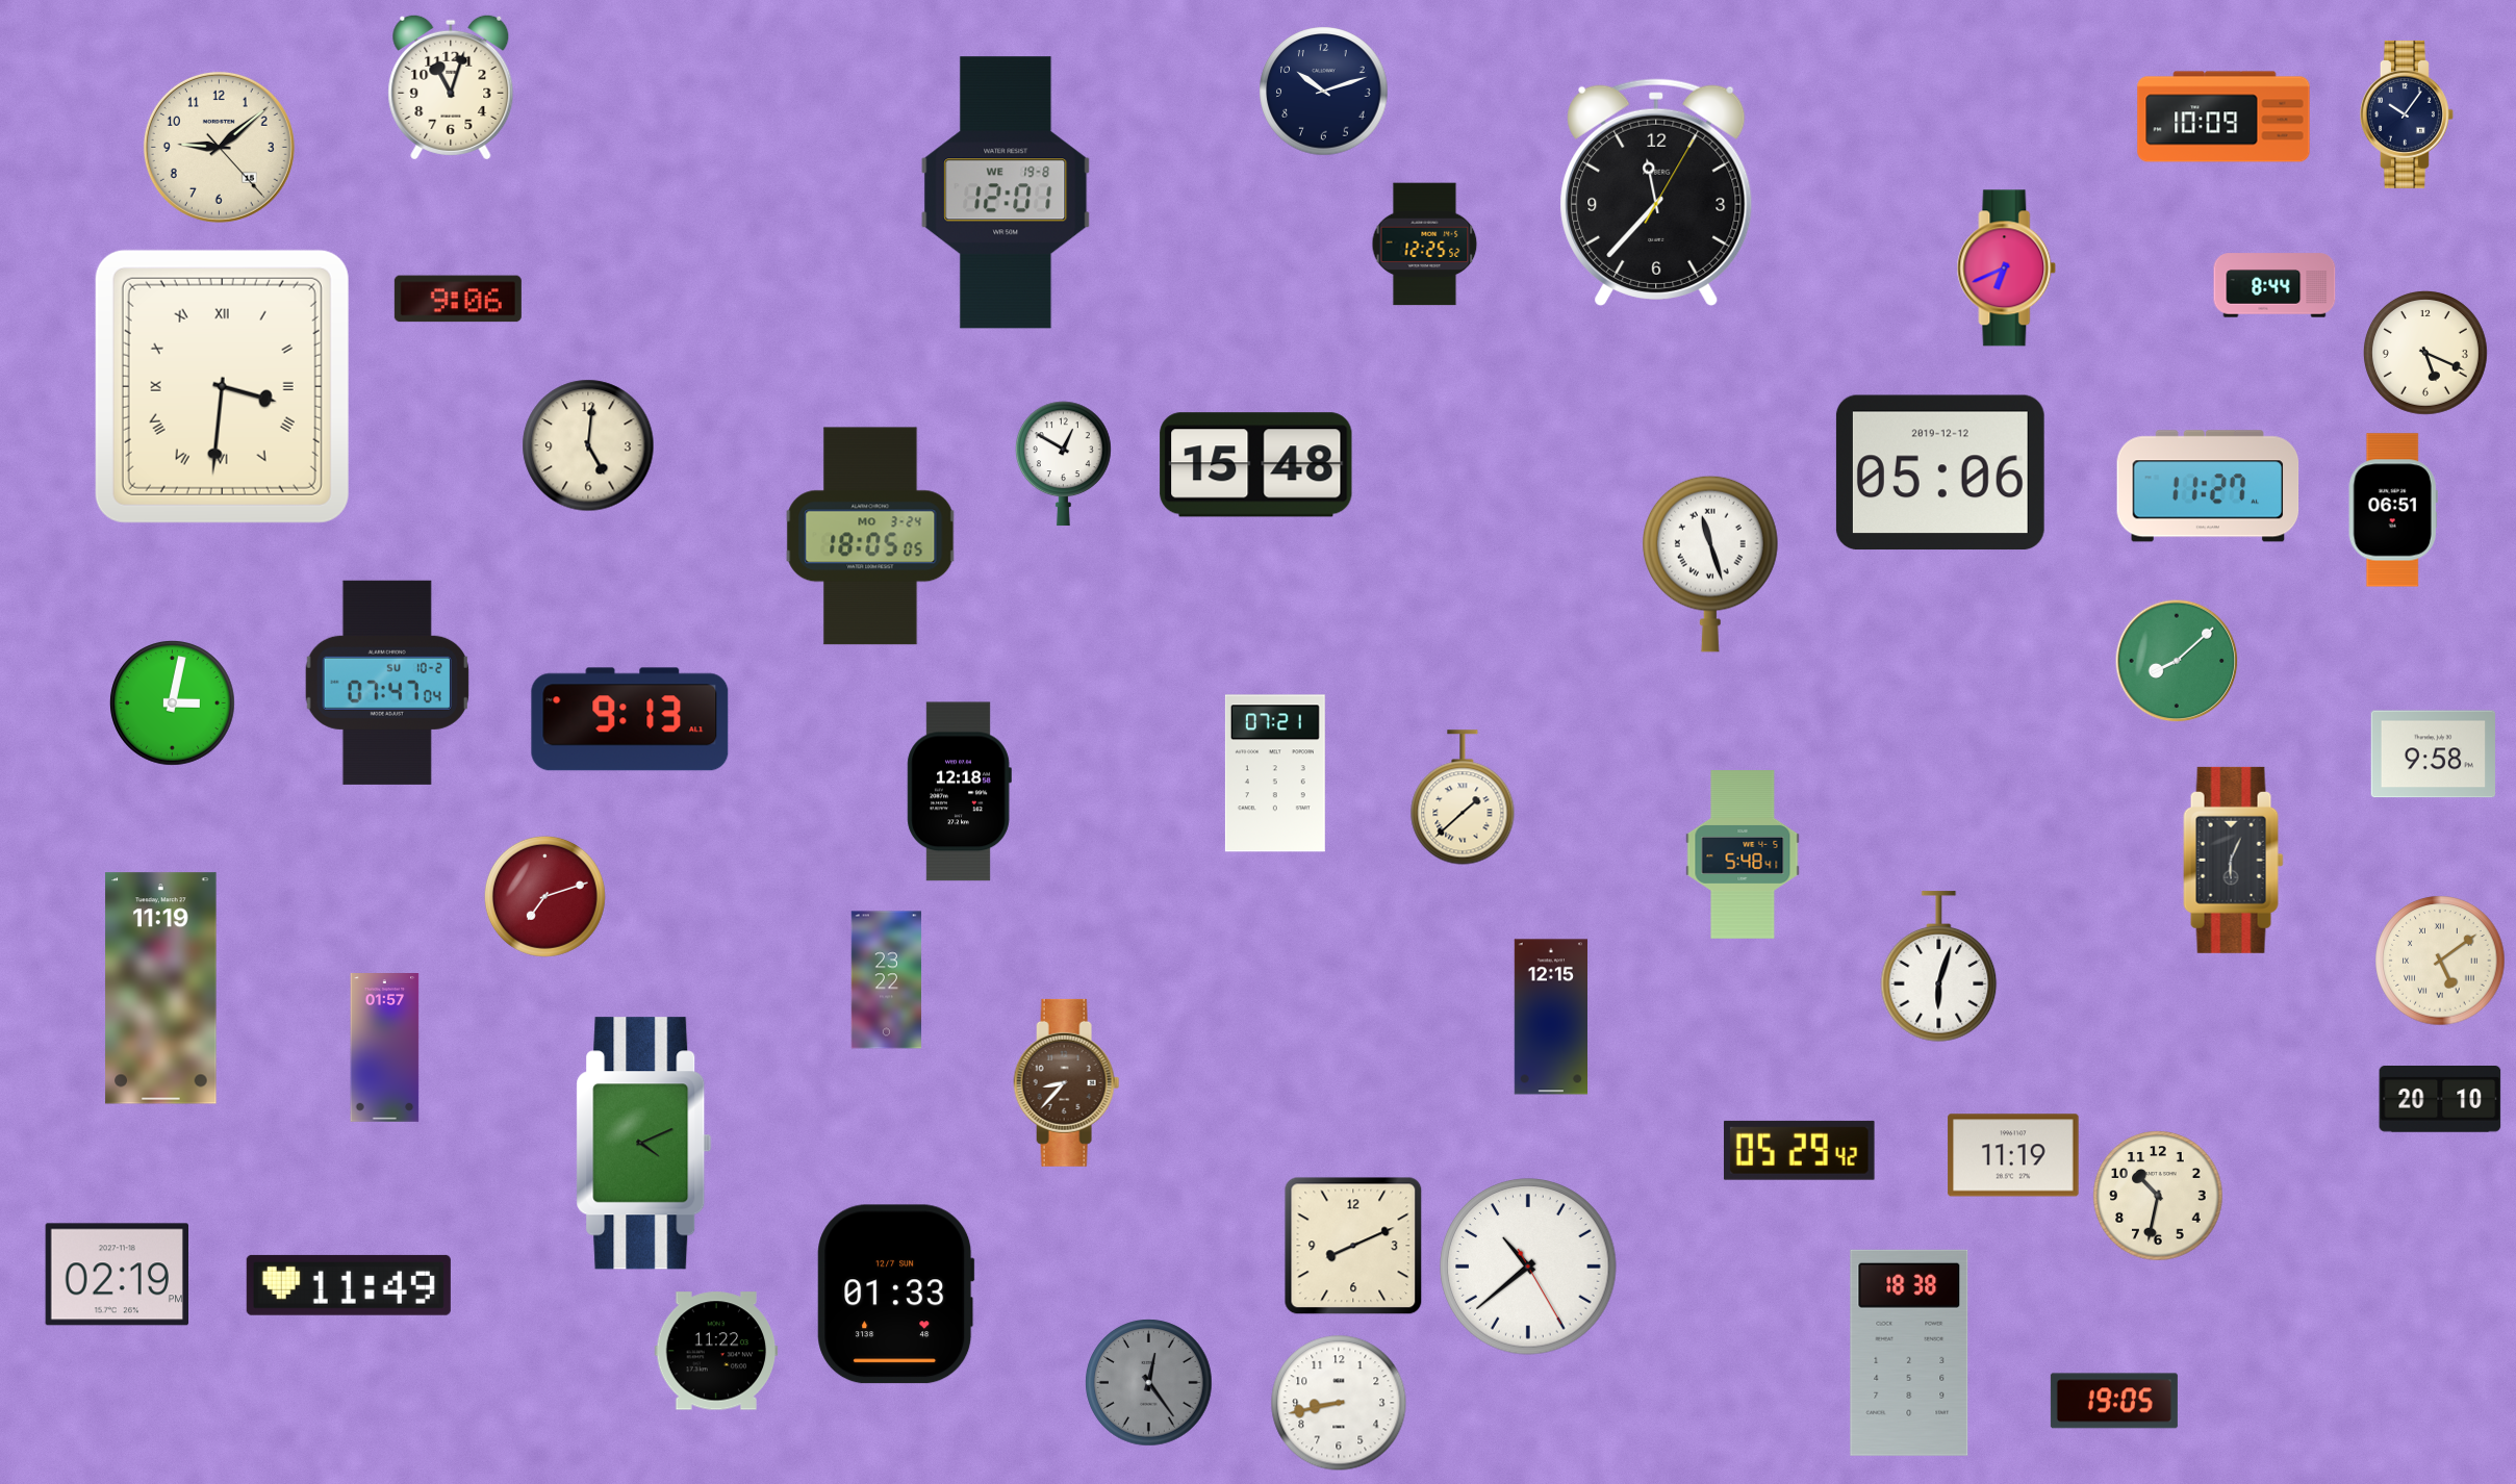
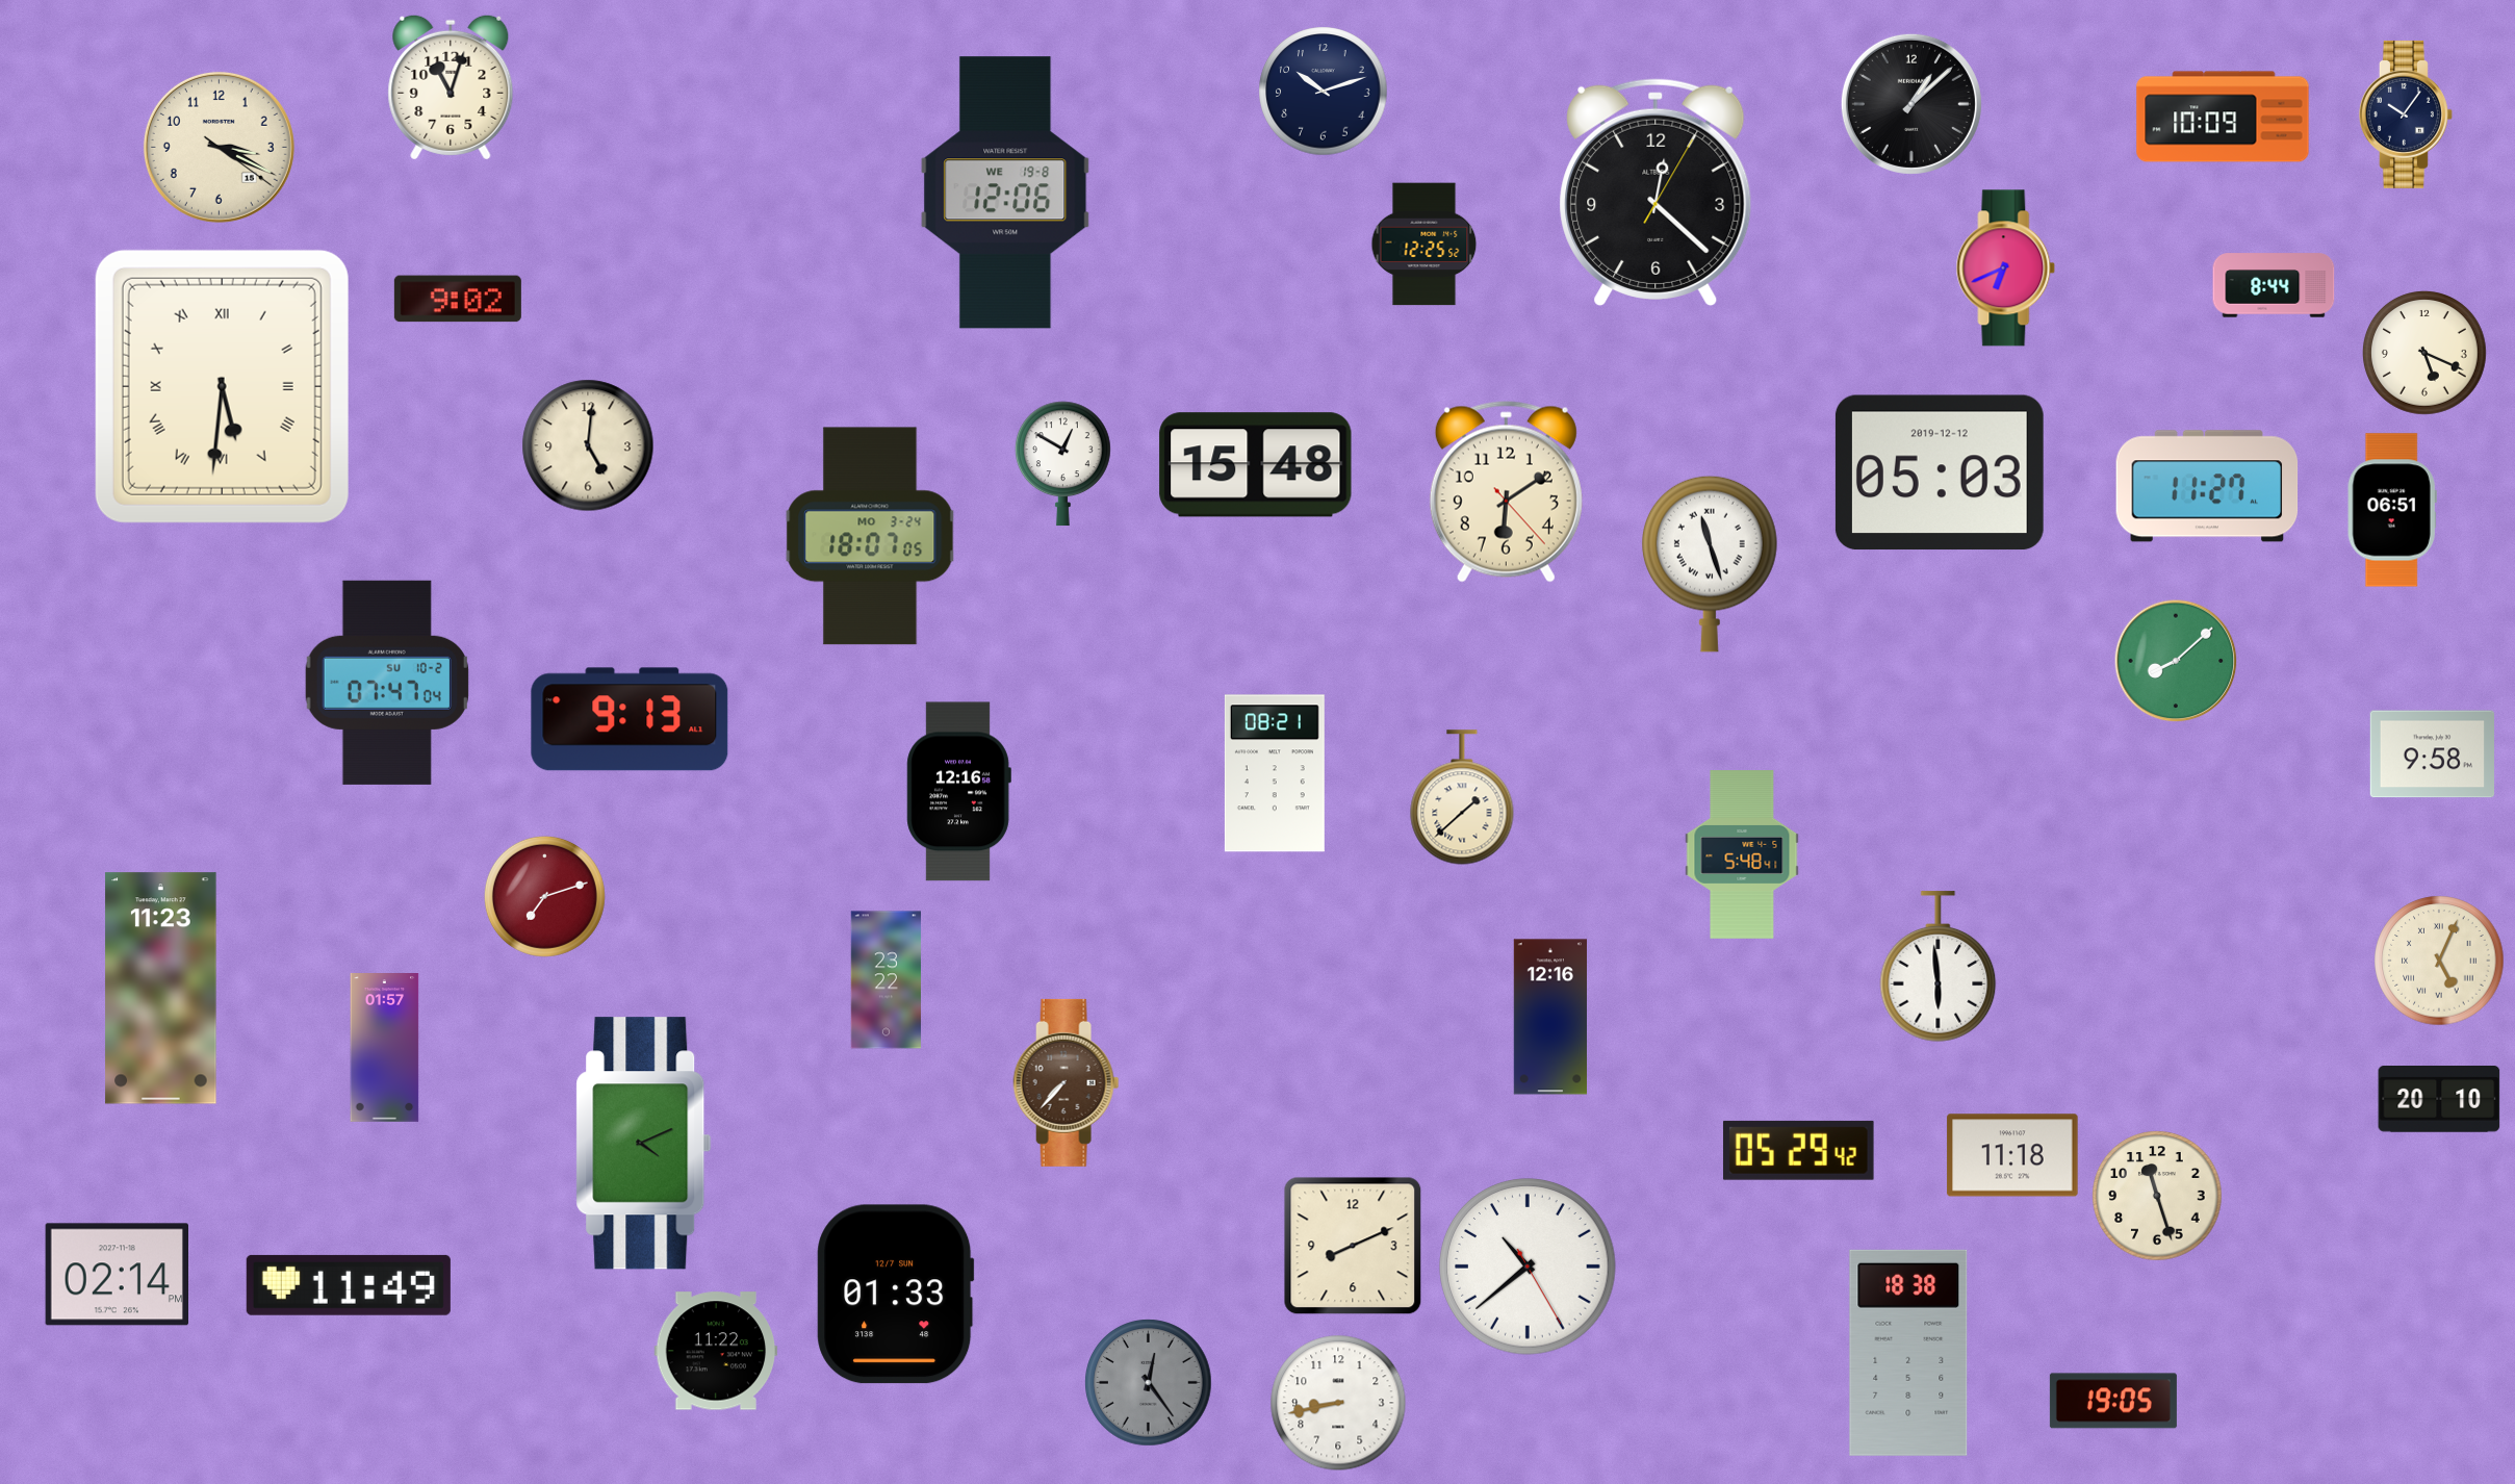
clock at (1911, 104): none -> 1:08
clock at (219, 147): 9:08 -> 3:19
clock at (1006, 193): 12:01 -> 12:06
clock at (1656, 193): 11:37 -> 12:22
clock at (458, 299): 9:06 -> 9:02
clock at (222, 386): 3:31 -> 5:31
clock at (1940, 472): 05:06 -> 05:03
clock at (1506, 492): none -> 6:09
clock at (870, 536): 18:05 -> 18:07
clock at (173, 703): 3:02 -> none
clock at (1275, 773): 07:21 -> 08:21
clock at (959, 792): 12:18 -> 12:16
clock at (2234, 860): 6:04 -> none
clock at (2440, 961): 5:09 -> 5:04
clock at (1939, 967): 6:03 -> 5:59
clock at (161, 989): 11:19 -> 11:23
clock at (1550, 1017): 12:15 -> 12:16
clock at (1067, 1082): 8:37 -> 7:37
clock at (2013, 1155): 11:19 -> 11:18
clock at (2158, 1196): 10:32 -> 11:27
clock at (117, 1275): 02:19 -> 02:14
